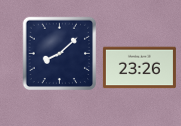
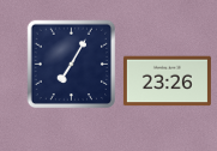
clock at (60, 54): 8:08 -> 7:05
